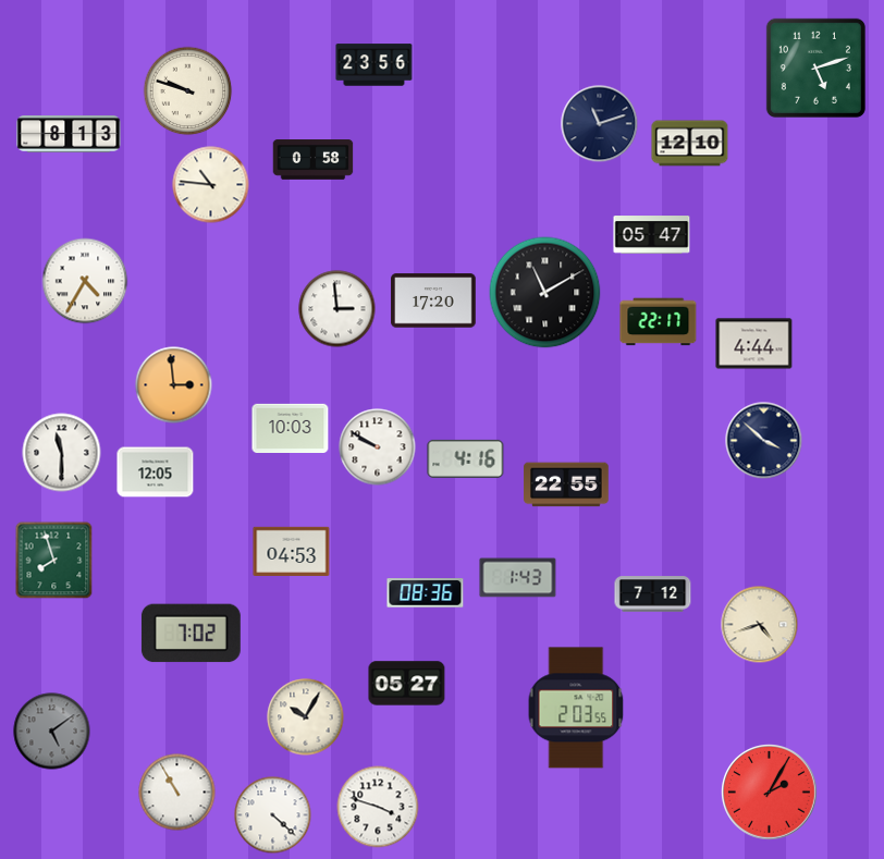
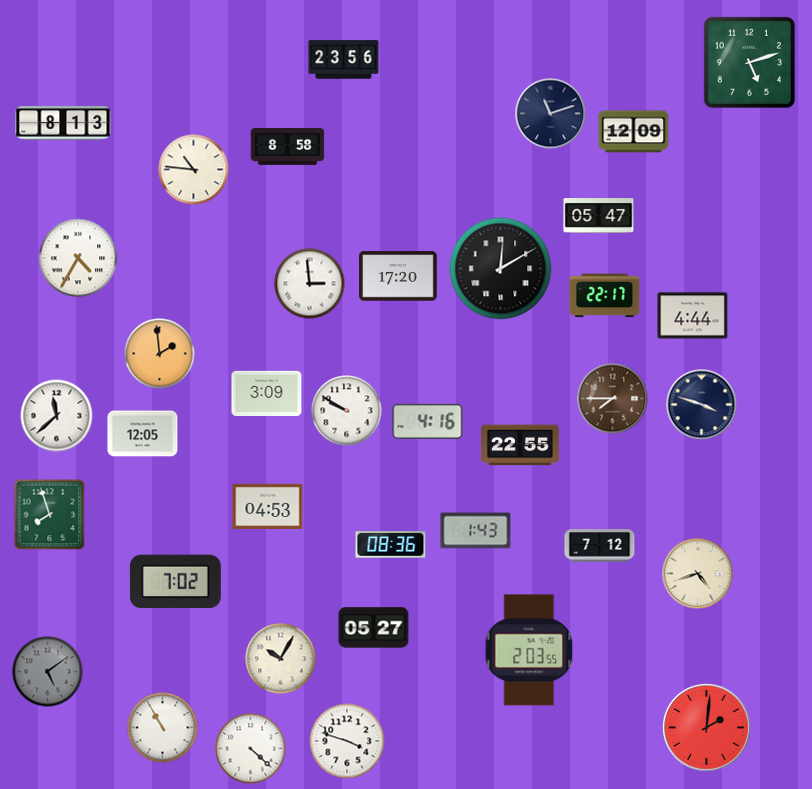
clock at (188, 91): 9:48 -> none
clock at (690, 144): 12:10 -> 12:09
clock at (314, 160): 0:58 -> 8:58
clock at (545, 293): 11:10 -> 12:10
clock at (174, 385): 2:59 -> 1:59
clock at (291, 428): 10:03 -> 3:09
clock at (613, 399): none -> 7:45
clock at (764, 441): 3:52 -> 3:48
clock at (62, 453): 11:30 -> 11:38
clock at (770, 793): 2:05 -> 2:01
